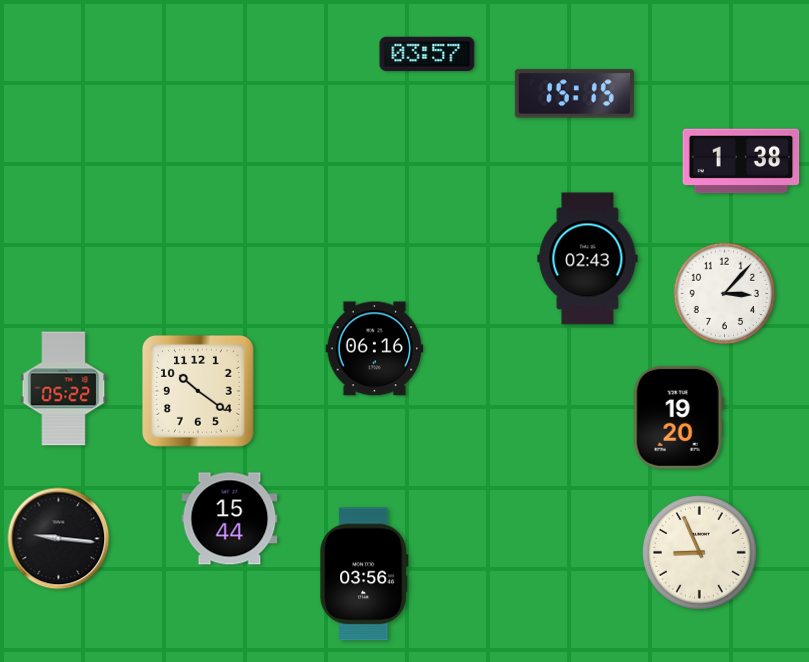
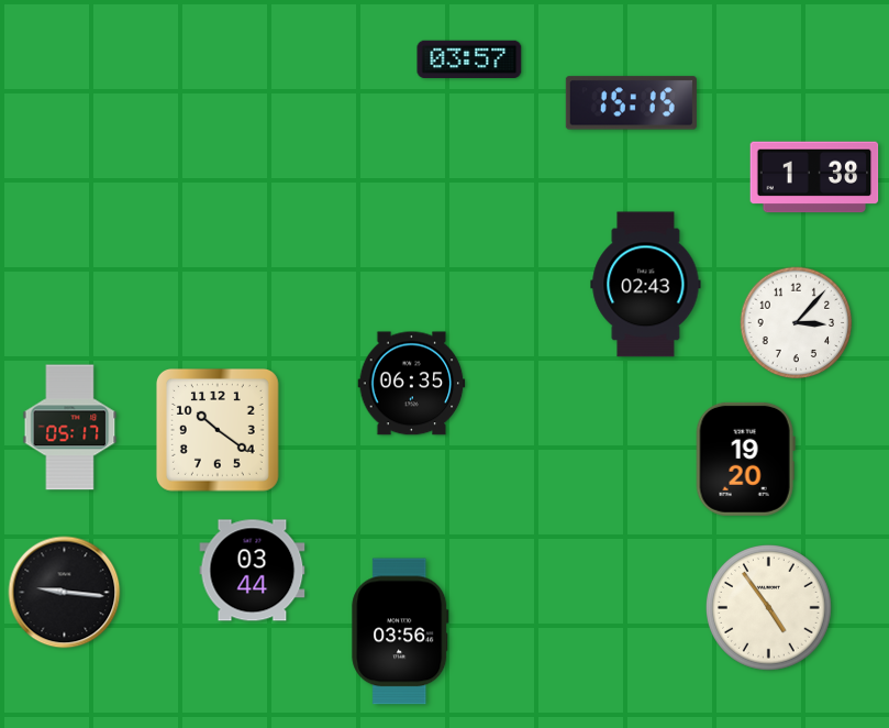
clock at (375, 349): 06:16 -> 06:35
clock at (64, 389): 05:22 -> 05:17
clock at (230, 519): 15:44 -> 03:44
clock at (700, 553): 8:56 -> 4:54
